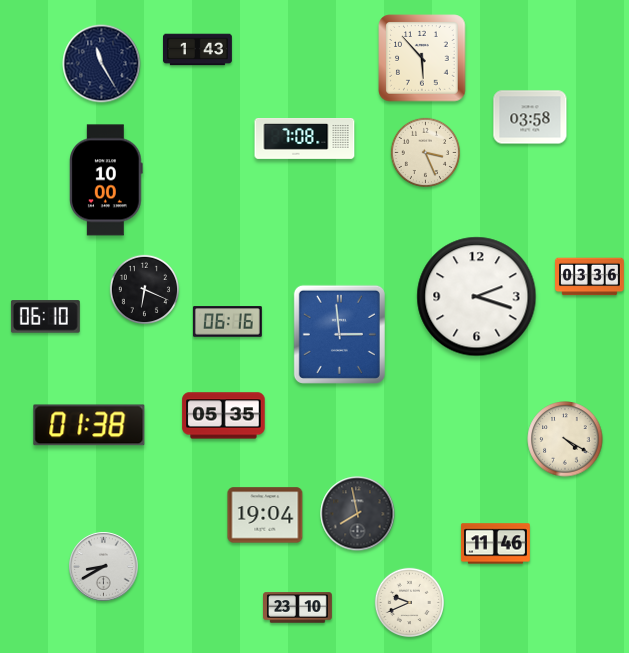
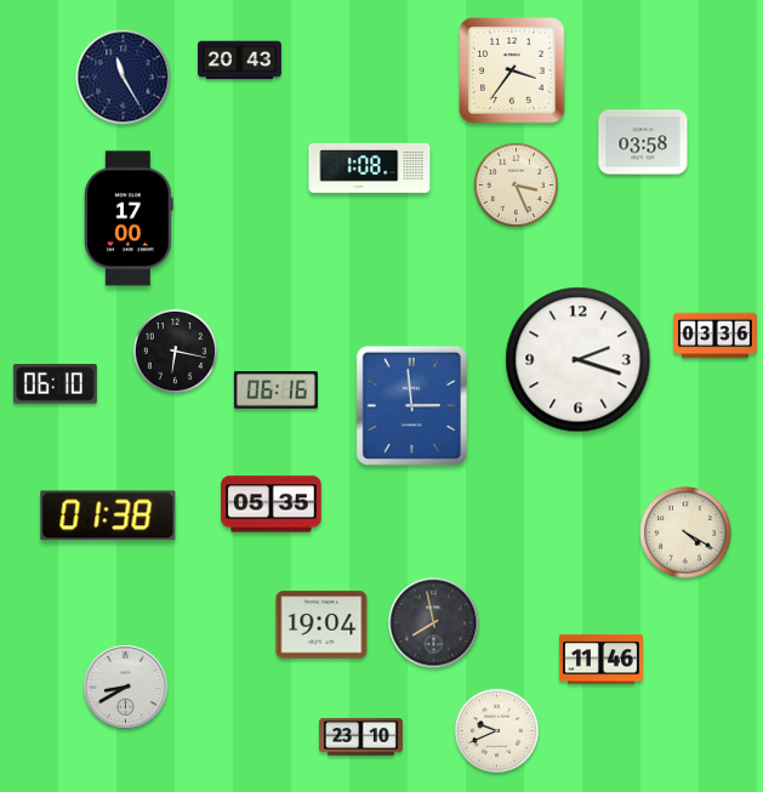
clock at (198, 50): 1:43 -> 20:43
clock at (422, 58): 5:53 -> 3:36
clock at (305, 139): 7:08 -> 1:08
clock at (107, 180): 10:00 -> 17:00
clock at (144, 289): 6:19 -> 6:17
